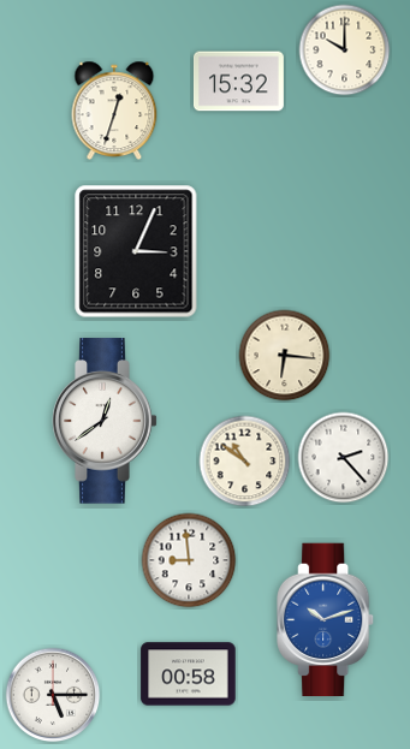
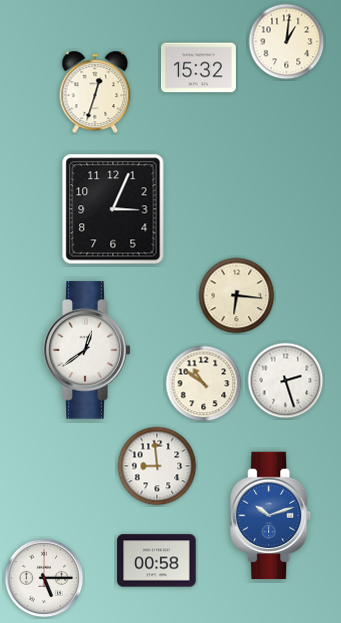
clock at (345, 50): 10:00 -> 1:01
clock at (344, 458): 2:23 -> 2:27
